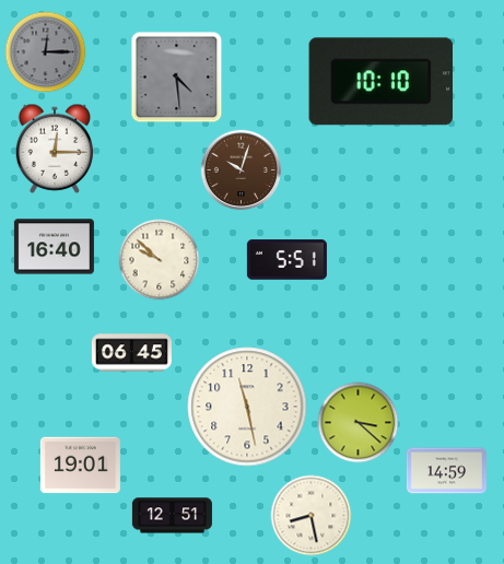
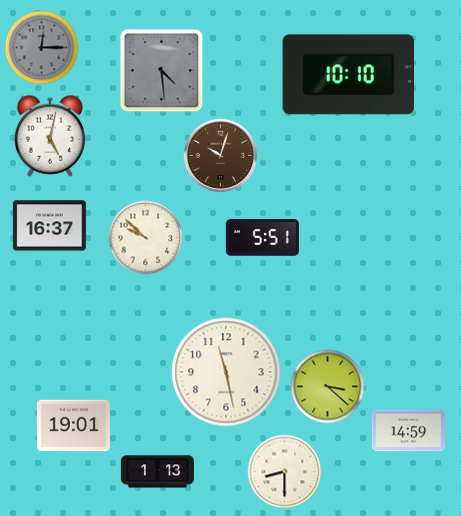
clock at (55, 149): 12:15 -> 5:02
clock at (54, 247): 16:40 -> 16:37
clock at (131, 353): 06:45 -> none
clock at (172, 516): 12:51 -> 1:13
clock at (312, 516): 8:28 -> 8:30
